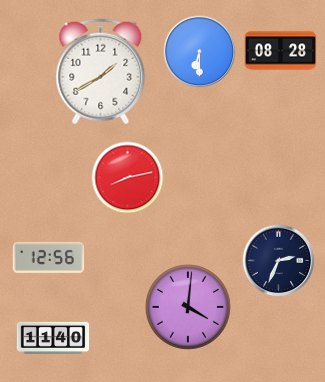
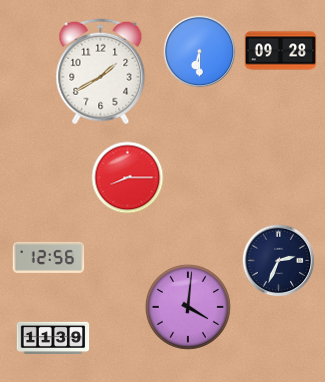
clock at (281, 51): 08:28 -> 09:28
clock at (128, 178): 8:13 -> 8:15
clock at (53, 337): 11:40 -> 11:39
